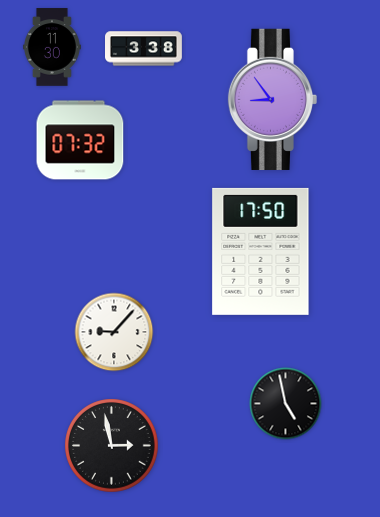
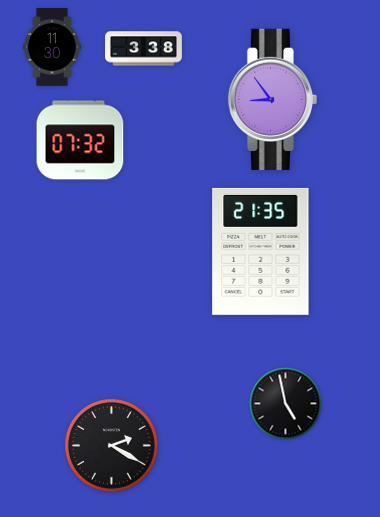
clock at (261, 251): 17:50 -> 21:35
clock at (114, 332): 9:07 -> none
clock at (112, 446): 2:58 -> 2:20
